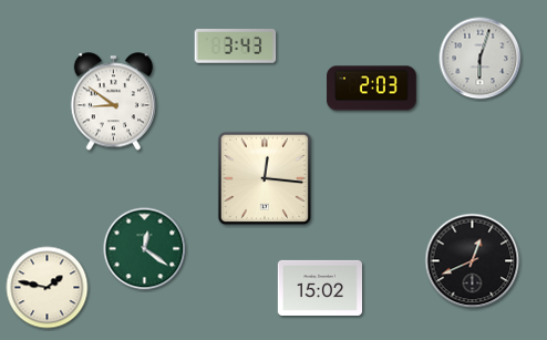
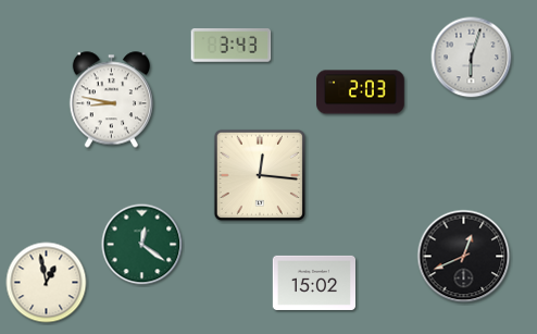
clock at (372, 89) position: (372, 89) -> (361, 92)
clock at (113, 102): 8:51 -> 8:47
clock at (48, 288): 1:47 -> 12:58
